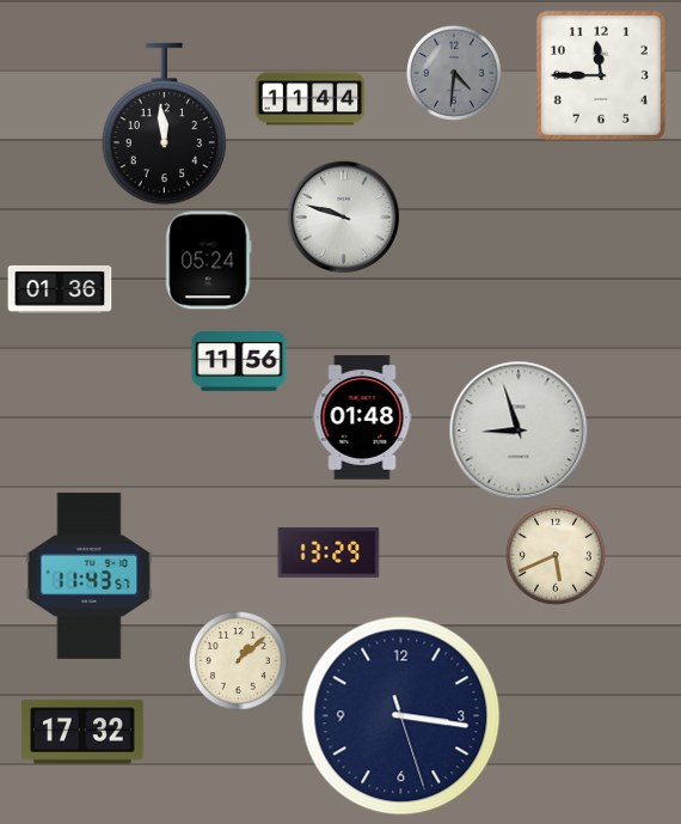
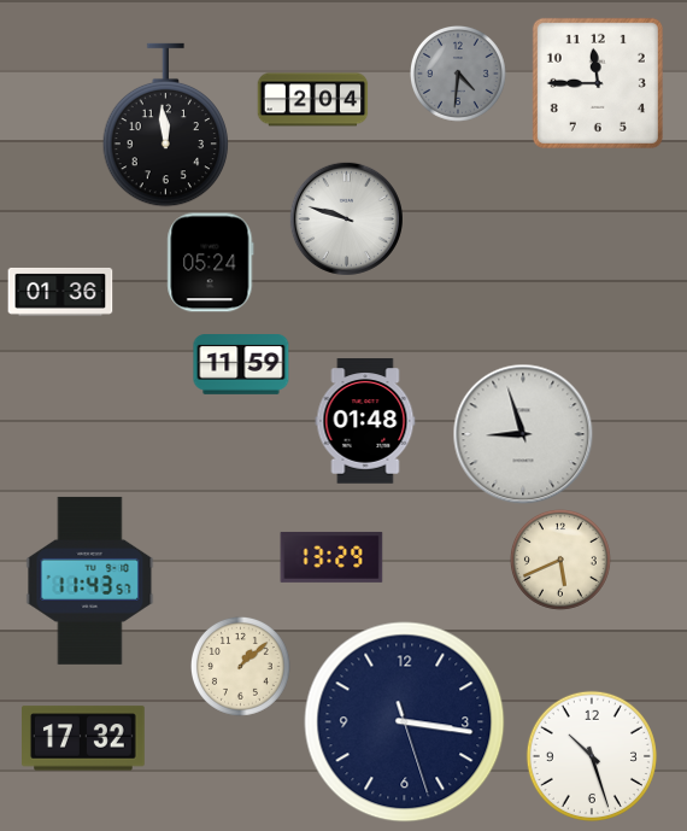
clock at (601, 75) position: (601, 75) -> (598, 83)
clock at (311, 99): 11:44 -> 2:04
clock at (239, 362): 11:56 -> 11:59
clock at (592, 756): none -> 10:27
